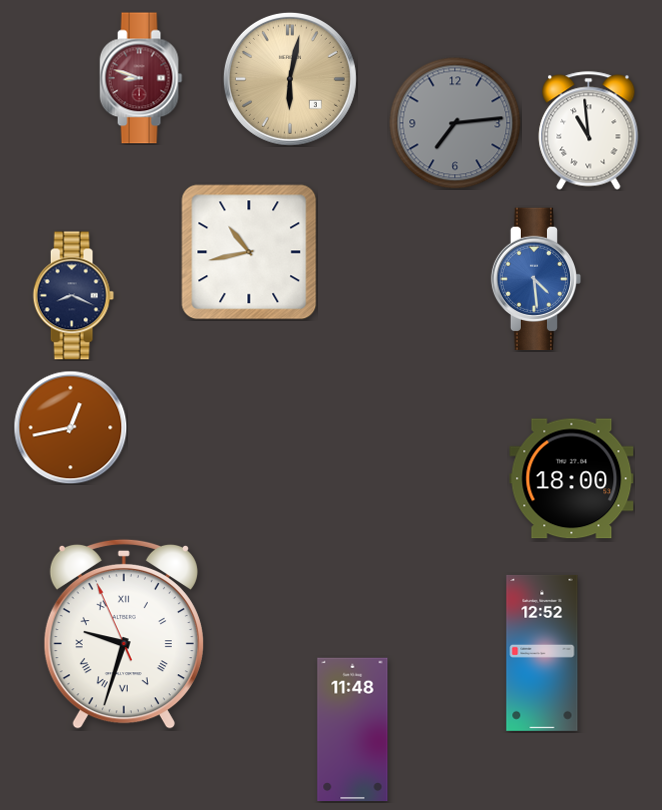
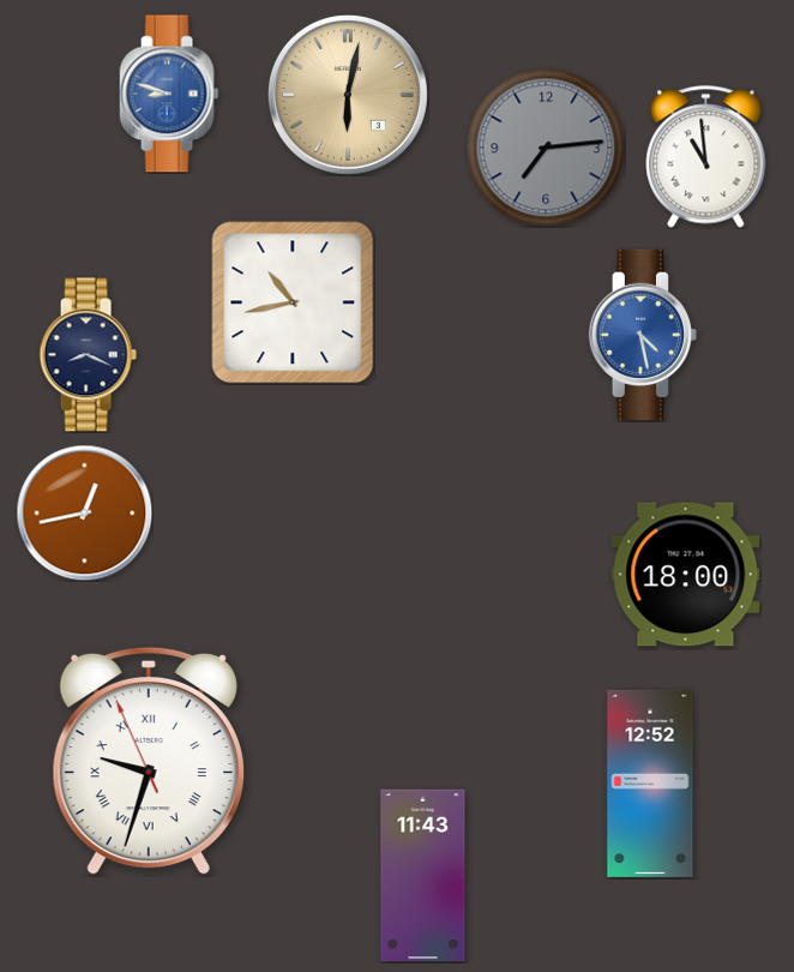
clock at (141, 78) dial: burgundy -> blue
clock at (249, 252) position: (249, 252) -> (293, 302)
clock at (536, 279): 4:29 -> 4:28
clock at (353, 730): 11:48 -> 11:43
